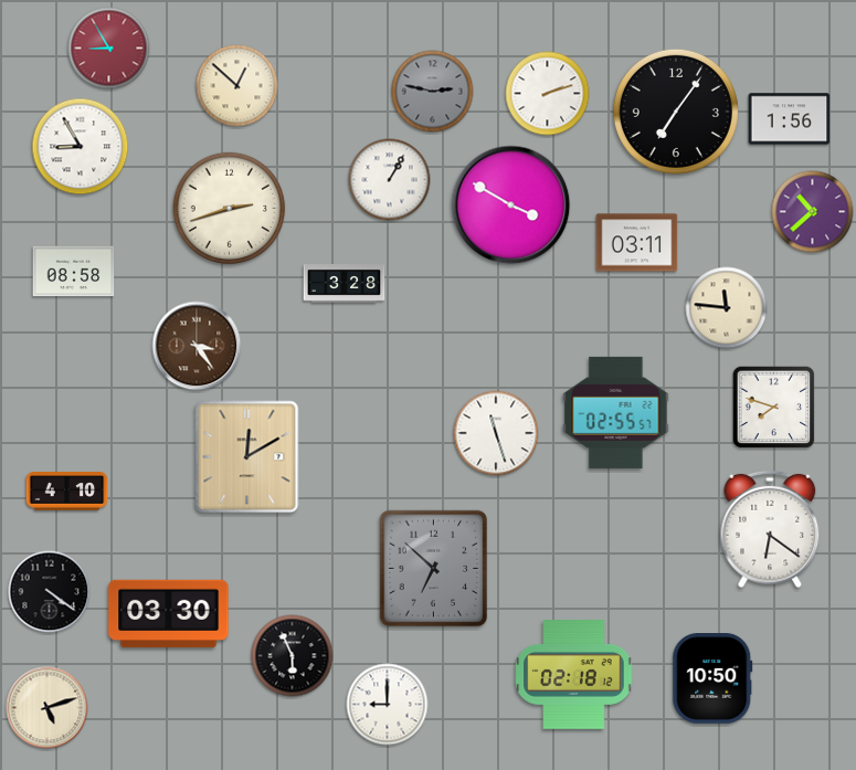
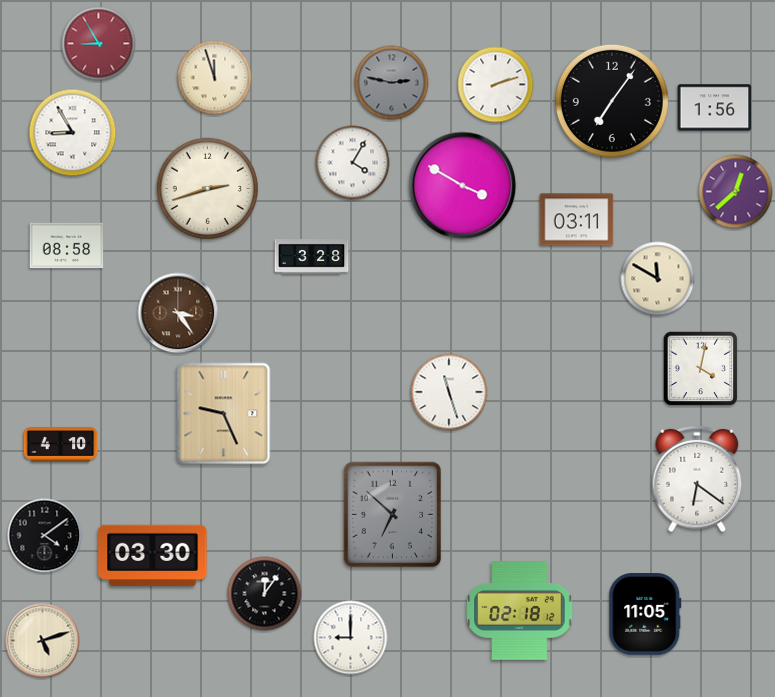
clock at (237, 86): 12:52 -> 11:57
clock at (390, 180): 1:05 -> 4:05
clock at (813, 212): 10:38 -> 12:38
clock at (727, 308): 11:46 -> 11:50
clock at (774, 408): 7:48 -> 4:02
clock at (616, 412): 02:55 -> none
clock at (247, 457): 12:10 -> 9:26
clock at (50, 592): 4:21 -> 4:09
clock at (293, 656): 5:56 -> 12:06
clock at (712, 679): 10:50 -> 11:05
